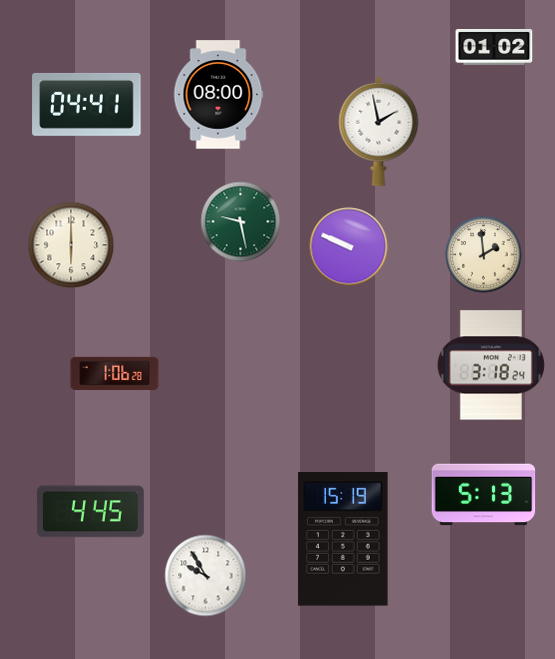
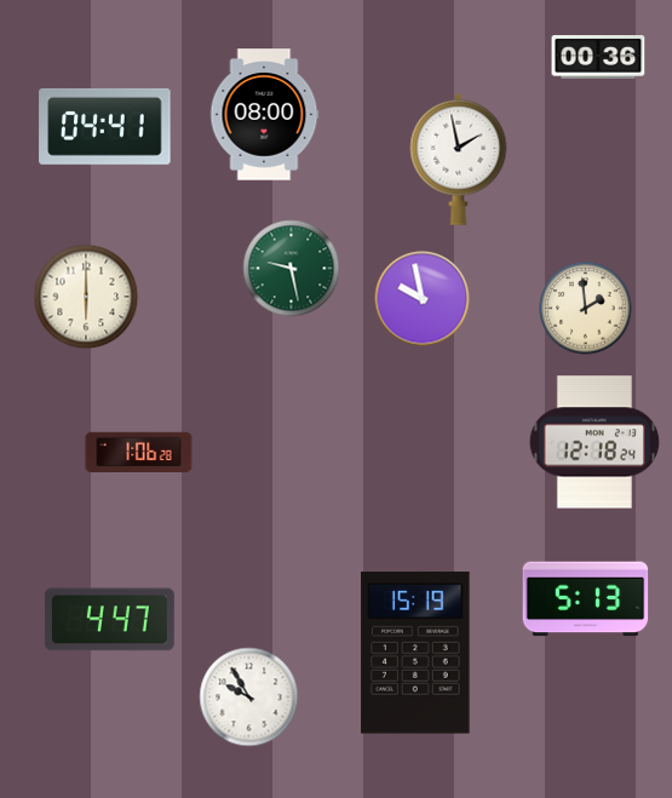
clock at (494, 48): 01:02 -> 00:36
clock at (349, 247): 9:49 -> 9:58
clock at (491, 365): 3:18 -> 12:18
clock at (90, 512): 4:45 -> 4:47
